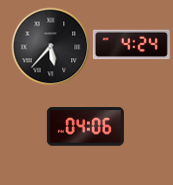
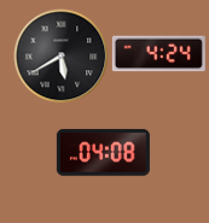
clock at (50, 46): 5:37 -> 5:40
clock at (85, 127): 04:06 -> 04:08
